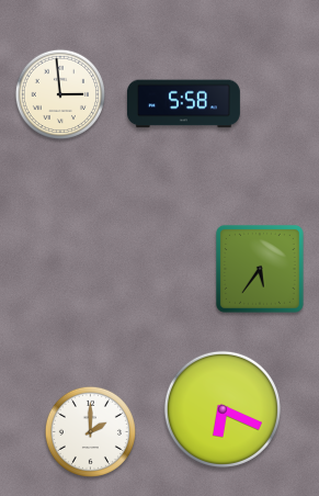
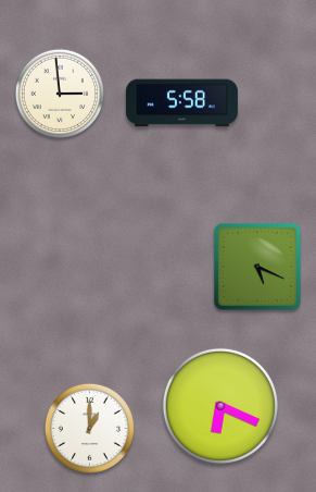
clock at (260, 269): 5:36 -> 5:19
clock at (90, 431): 2:00 -> 1:00
